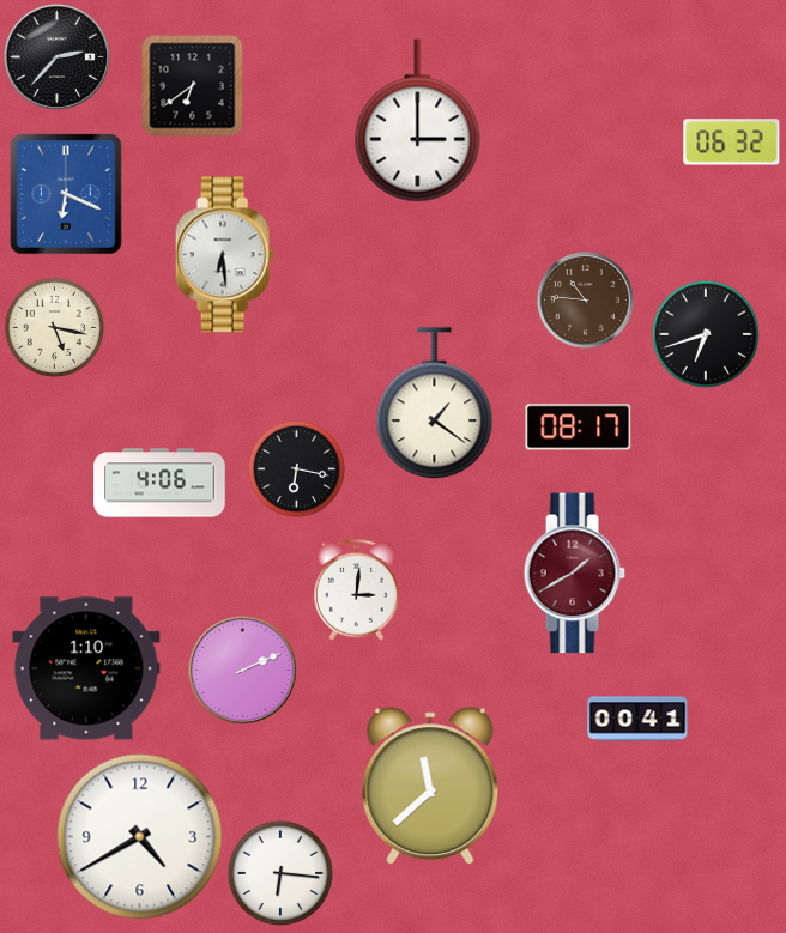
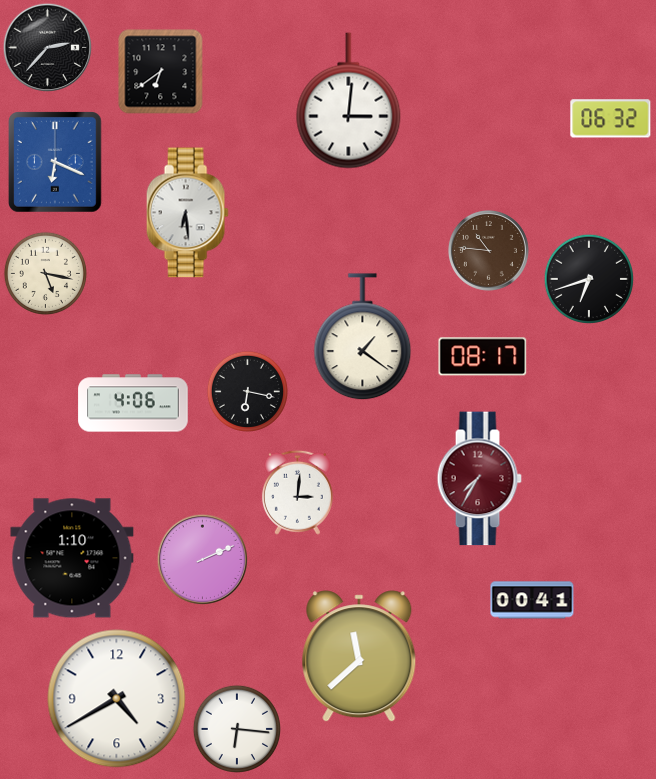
clock at (418, 121): 3:00 -> 3:01
clock at (574, 574): 1:40 -> 7:35
clock at (279, 872) position: (279, 872) -> (236, 728)
